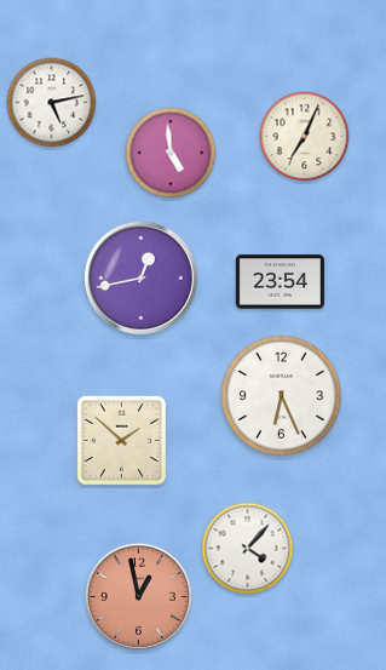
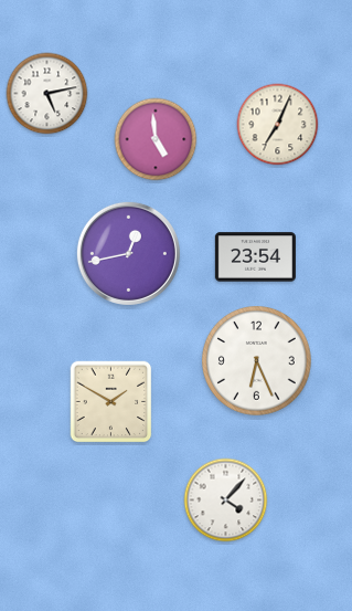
clock at (122, 441): 1:52 -> 1:50
clock at (138, 596): 12:58 -> none
